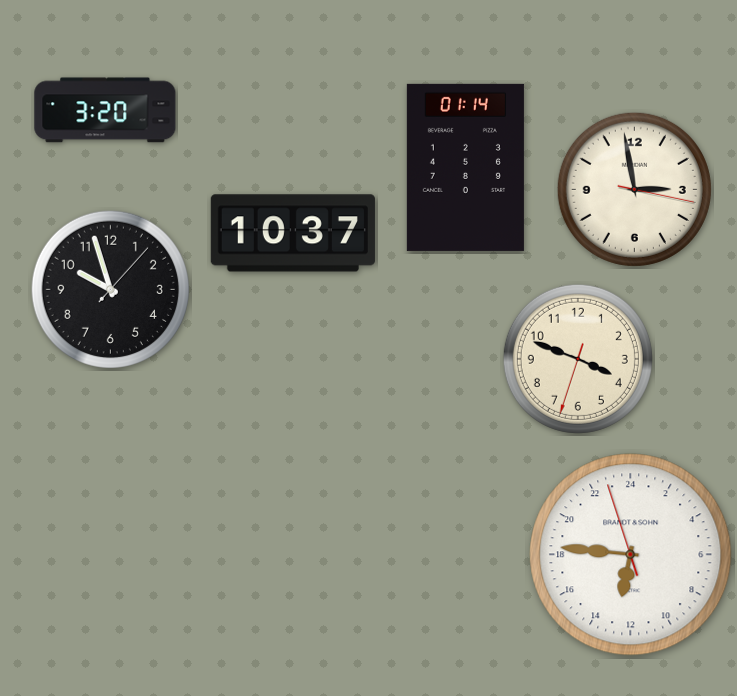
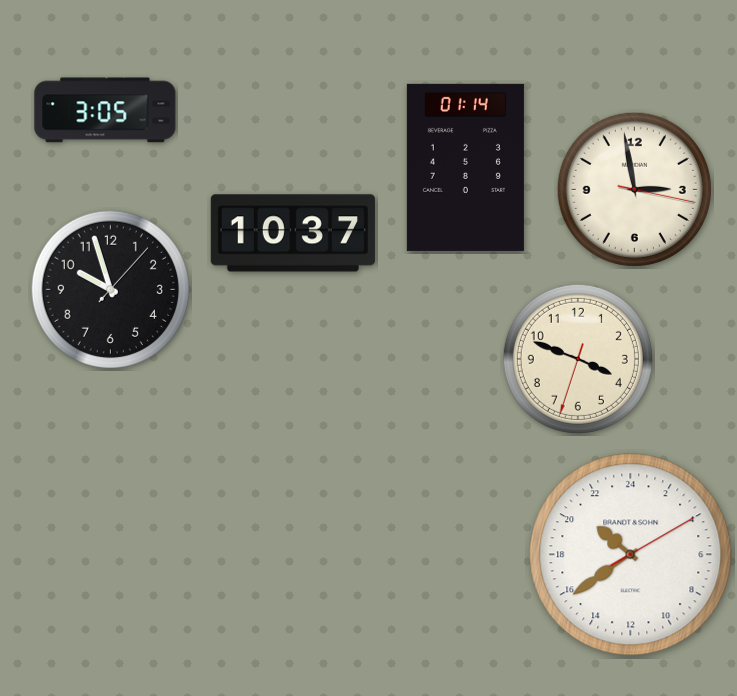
clock at (105, 110): 3:20 -> 3:05
clock at (631, 555): 12:45 -> 20:39
